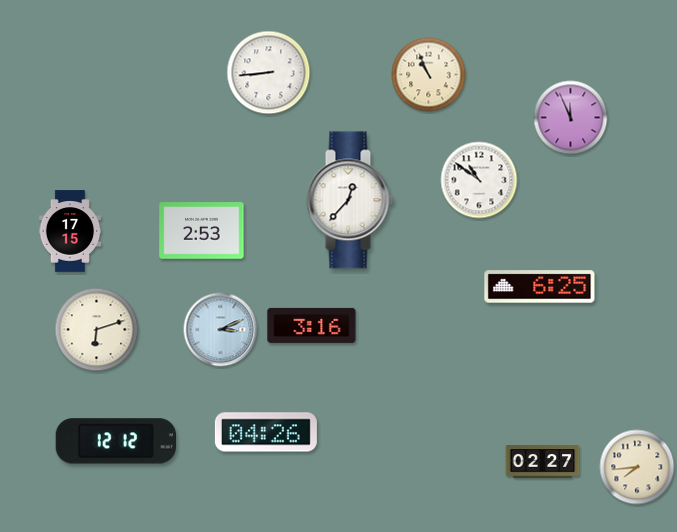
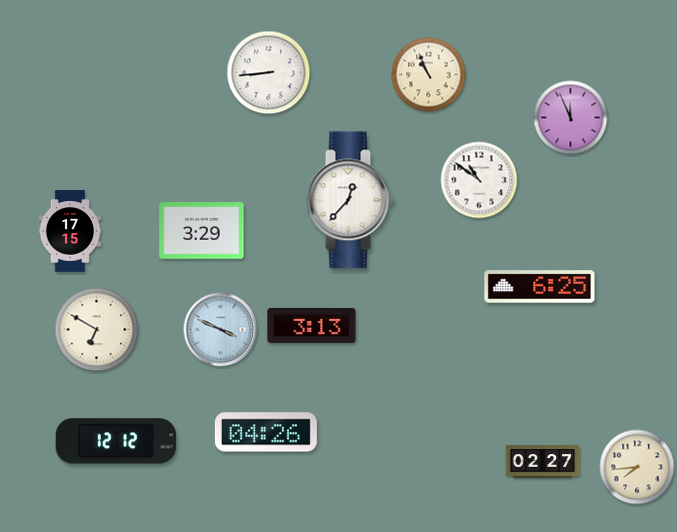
clock at (202, 231): 2:53 -> 3:29
clock at (312, 325): 3:16 -> 3:13
clock at (97, 330): 6:12 -> 6:50
clock at (221, 330): 3:11 -> 3:49
